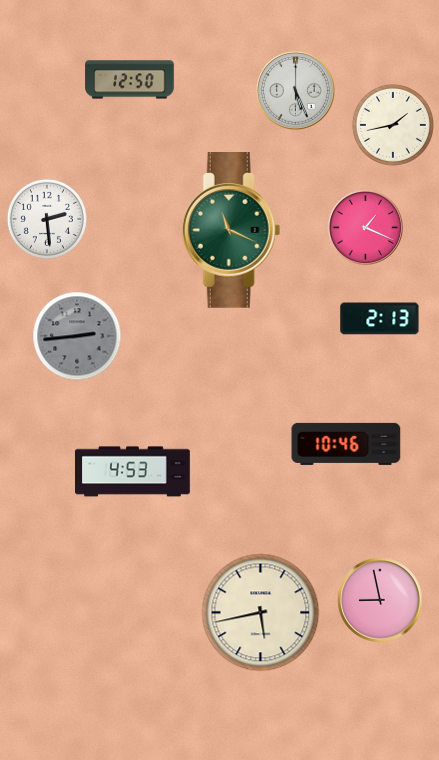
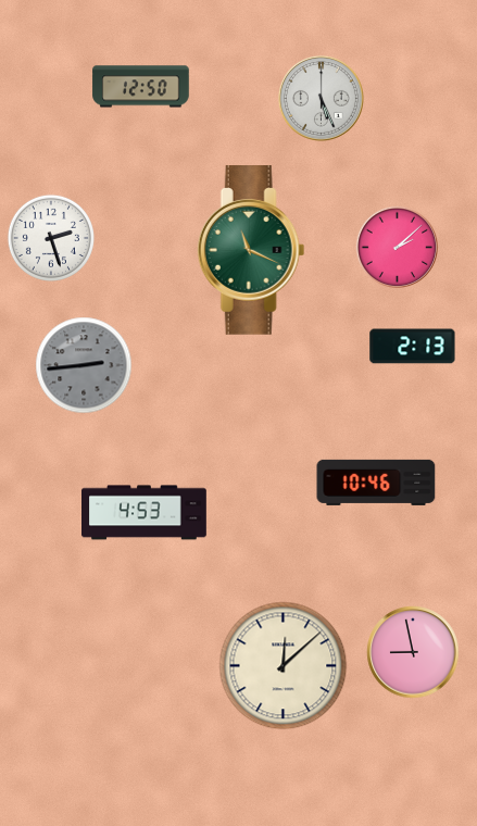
clock at (393, 125): 1:43 -> none
clock at (47, 219): 2:29 -> 2:27
clock at (365, 227): 1:19 -> 2:08
clock at (261, 613): 5:43 -> 12:08
